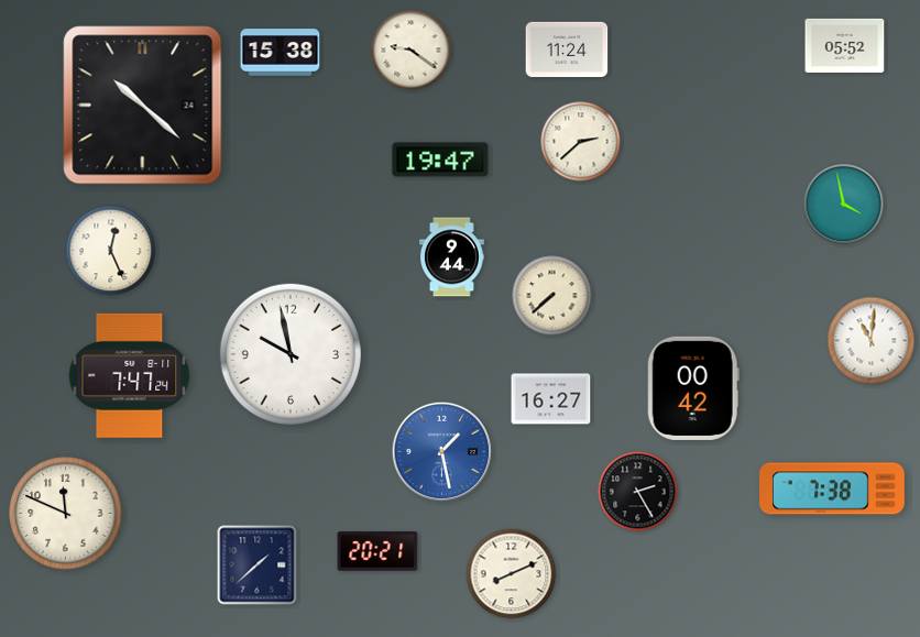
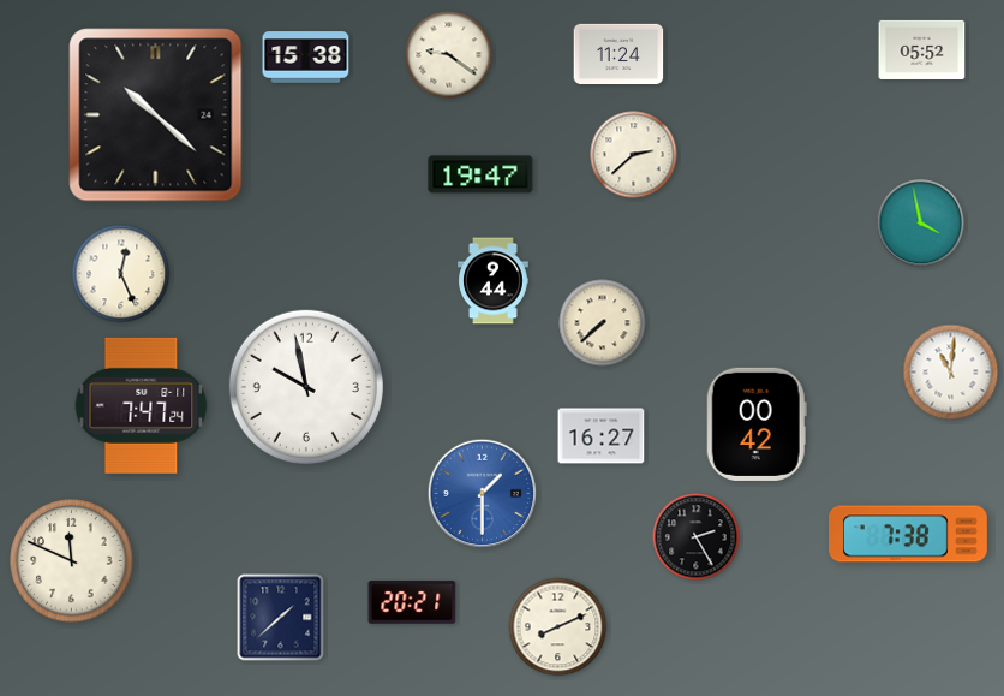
clock at (291, 354) position: (291, 354) -> (306, 387)
clock at (130, 375) position: (130, 375) -> (142, 405)
clock at (442, 452): 1:28 -> 1:30
